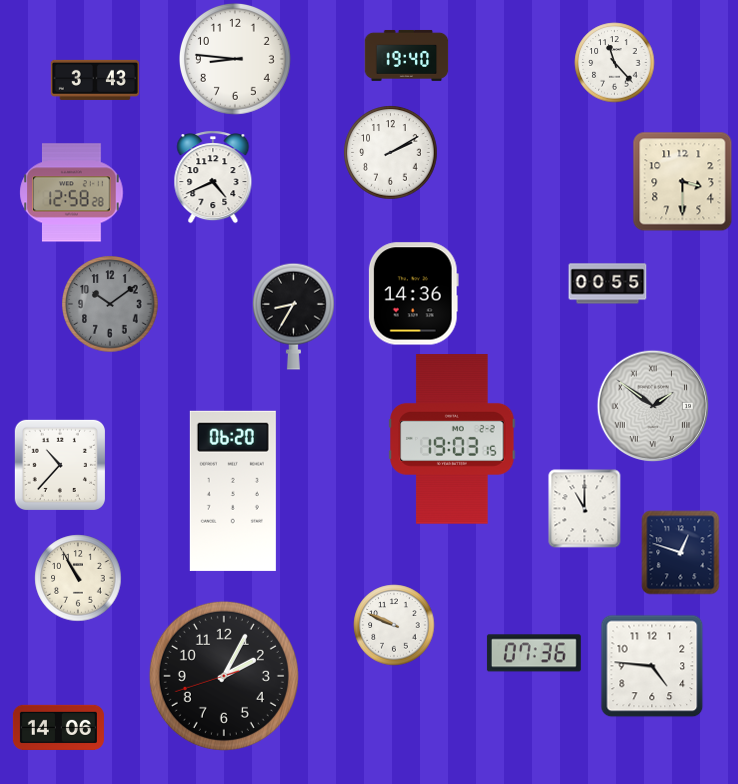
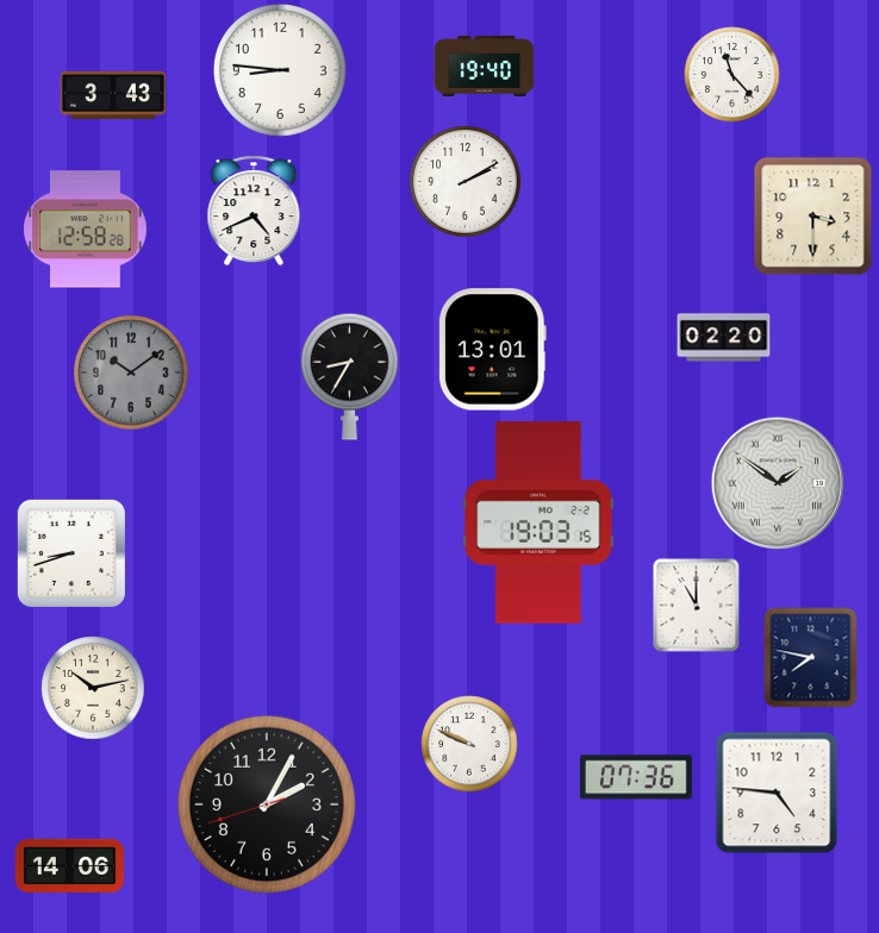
clock at (608, 284): 00:55 -> 02:20
clock at (413, 294): 14:36 -> 13:01
clock at (110, 304) position: (110, 304) -> (131, 372)
clock at (60, 465): 10:37 -> 8:42
clock at (233, 491): 06:20 -> none
clock at (681, 553): 12:48 -> 7:47
clock at (78, 578): 10:55 -> 10:13
